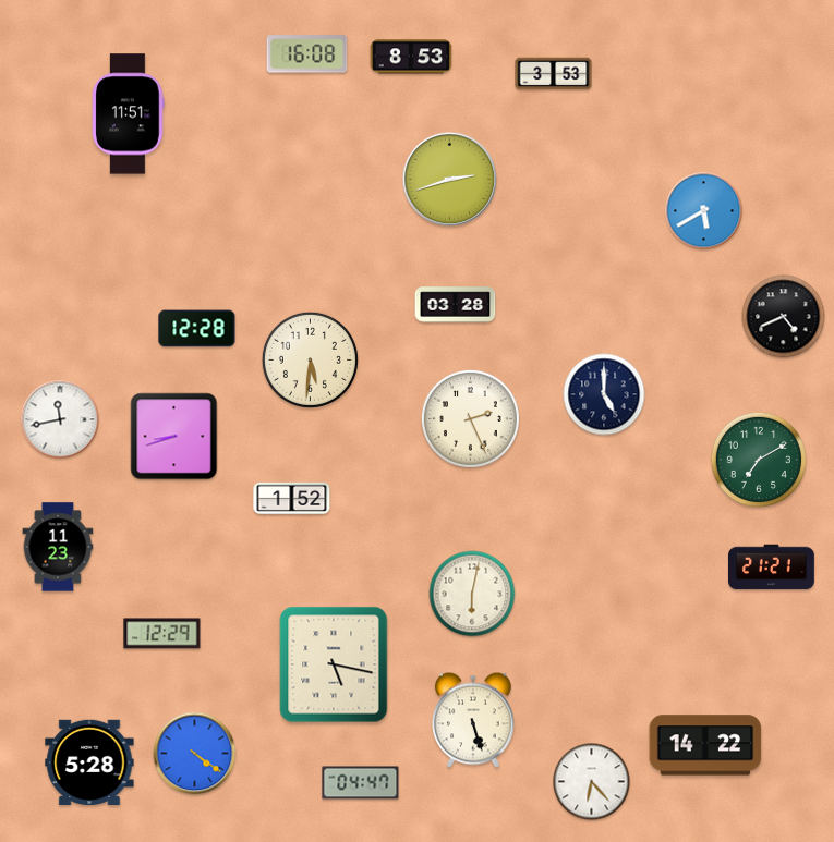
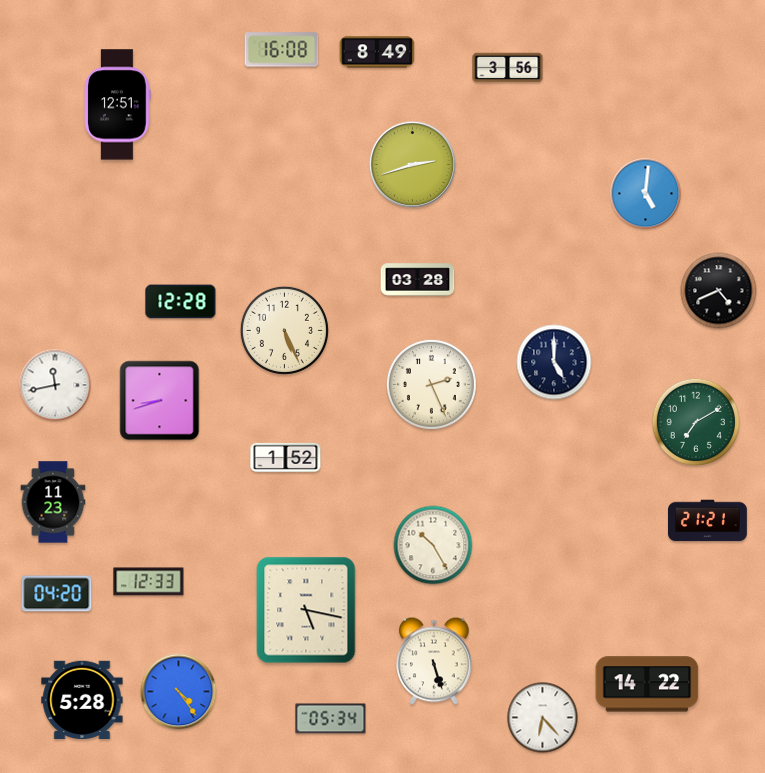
clock at (411, 57): 8:53 -> 8:49
clock at (554, 74): 3:53 -> 3:56
clock at (129, 114): 11:51 -> 12:51
clock at (704, 211): 5:40 -> 5:01
clock at (310, 359): 5:31 -> 5:26
clock at (292, 498) position: (292, 498) -> (286, 457)
clock at (472, 594): 6:02 -> 10:25
clock at (162, 634): 12:29 -> 12:33
clock at (57, 594): none -> 04:20
clock at (195, 754): 4:21 -> 4:24
clock at (361, 783): 04:47 -> 05:34
